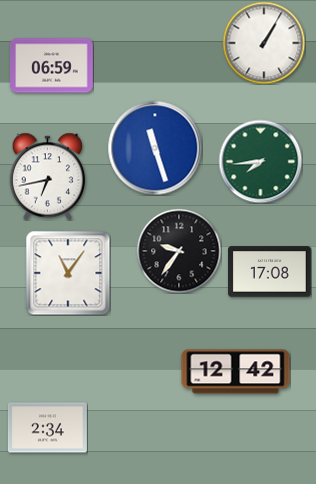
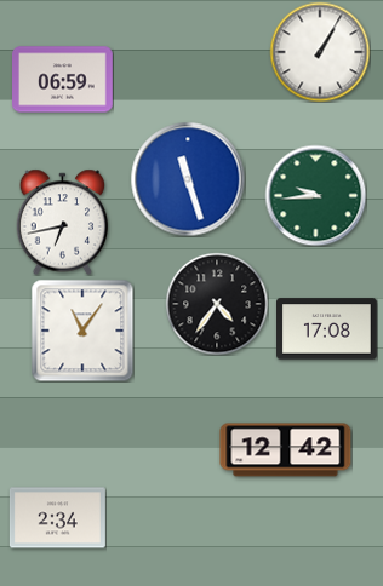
clock at (260, 161): 7:44 -> 9:44
clock at (48, 176) position: (48, 176) -> (63, 222)
clock at (179, 251): 9:36 -> 4:36
